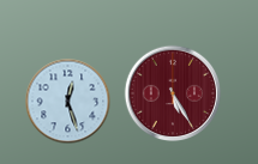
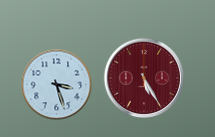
clock at (68, 102): 12:27 -> 3:27
